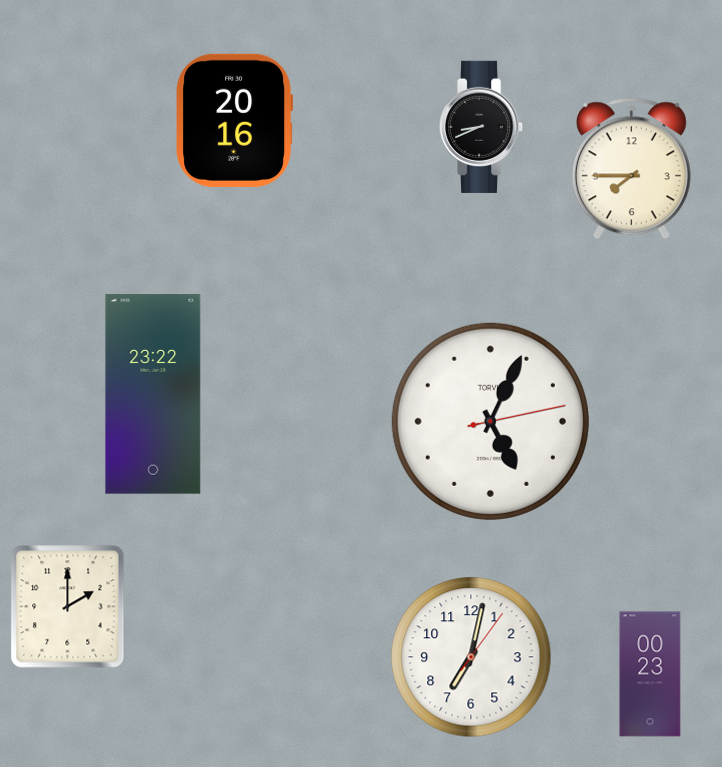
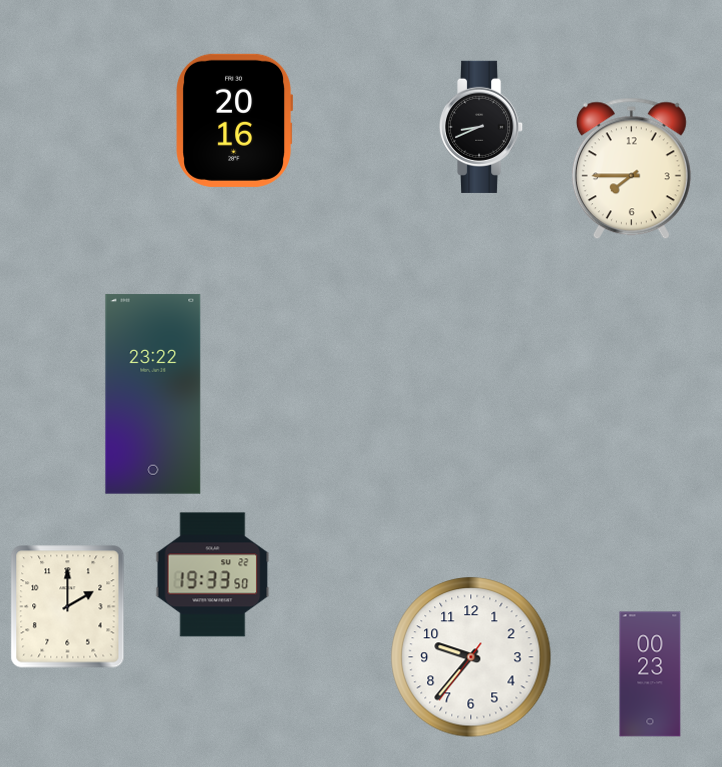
clock at (490, 421): 5:04 -> none
clock at (213, 575): none -> 19:33
clock at (471, 657): 7:02 -> 9:36
